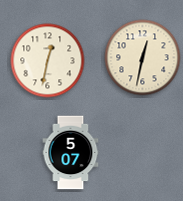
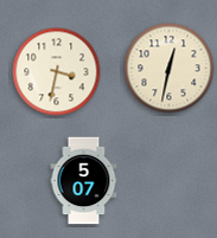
clock at (48, 61): 12:32 -> 3:32
